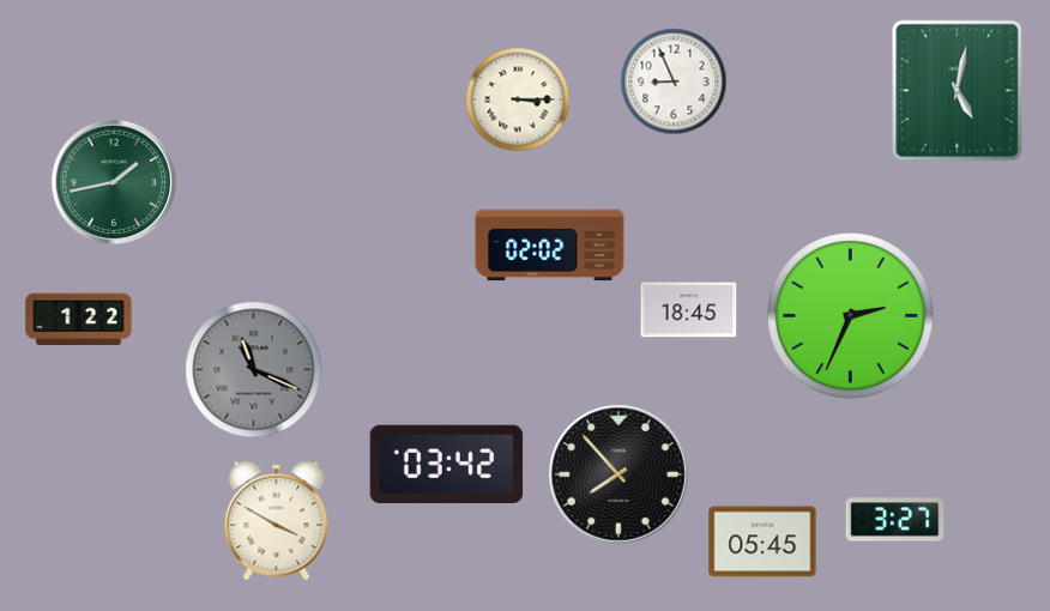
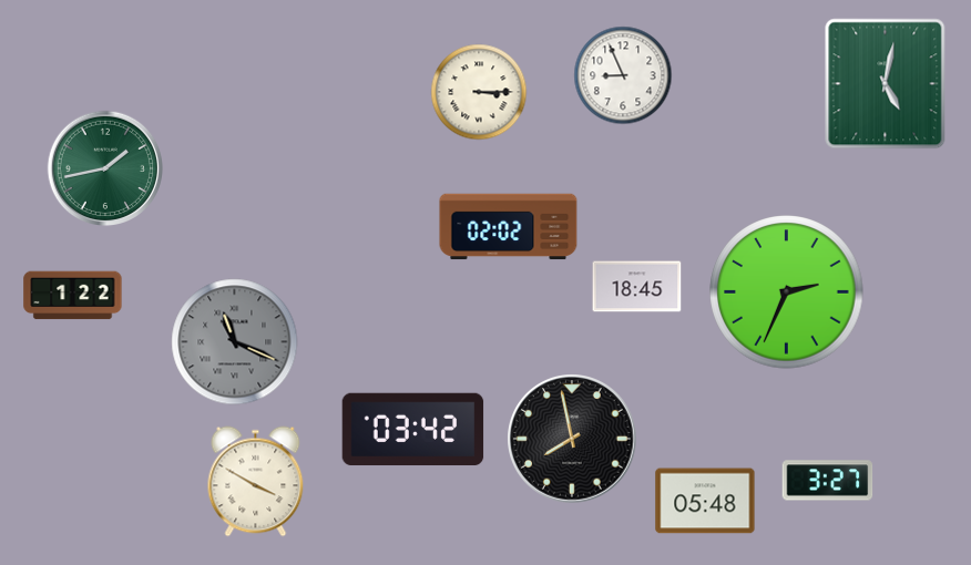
clock at (618, 474): 7:53 -> 7:58
clock at (762, 542): 05:45 -> 05:48
